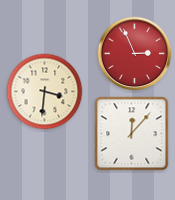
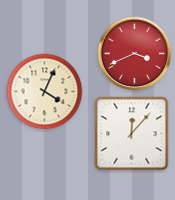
clock at (135, 54): 2:56 -> 3:41
clock at (45, 92): 3:31 -> 4:04
